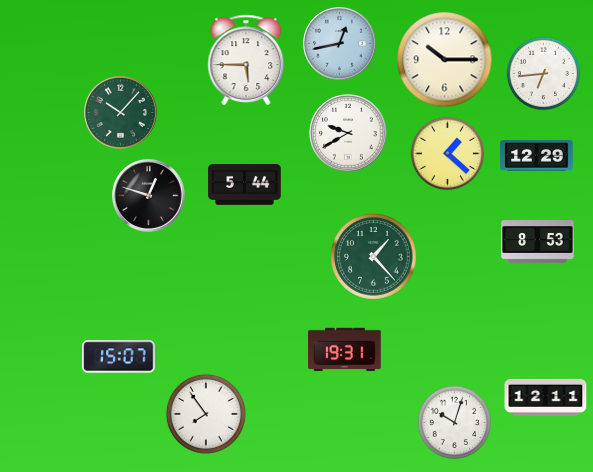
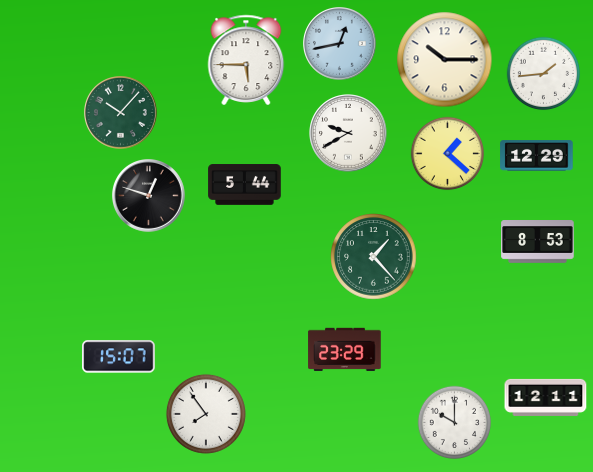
clock at (544, 74): 6:44 -> 1:44
clock at (345, 349): 19:31 -> 23:29
clock at (455, 423): 10:03 -> 10:00
